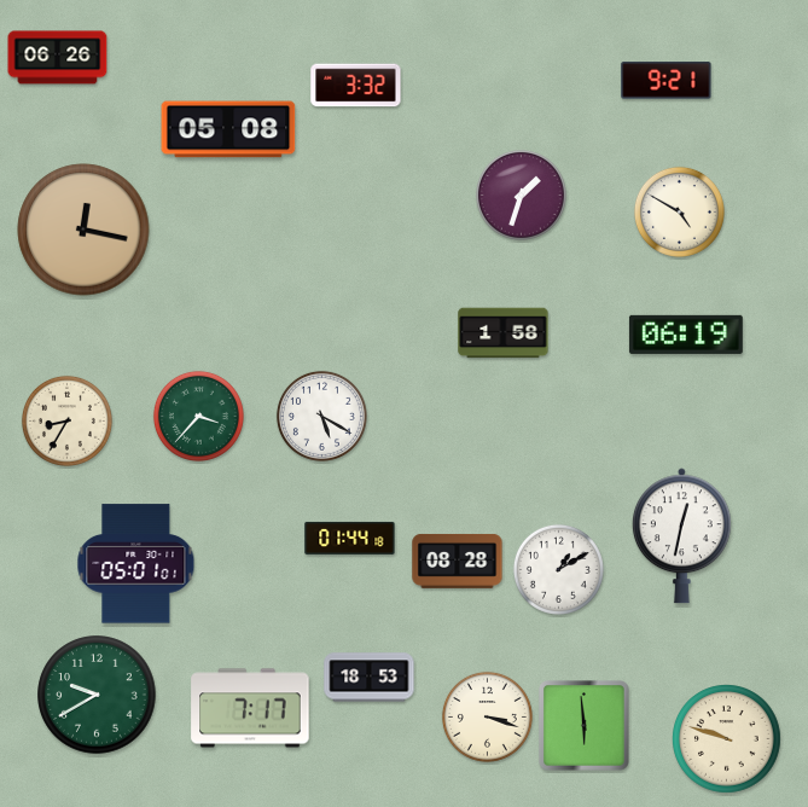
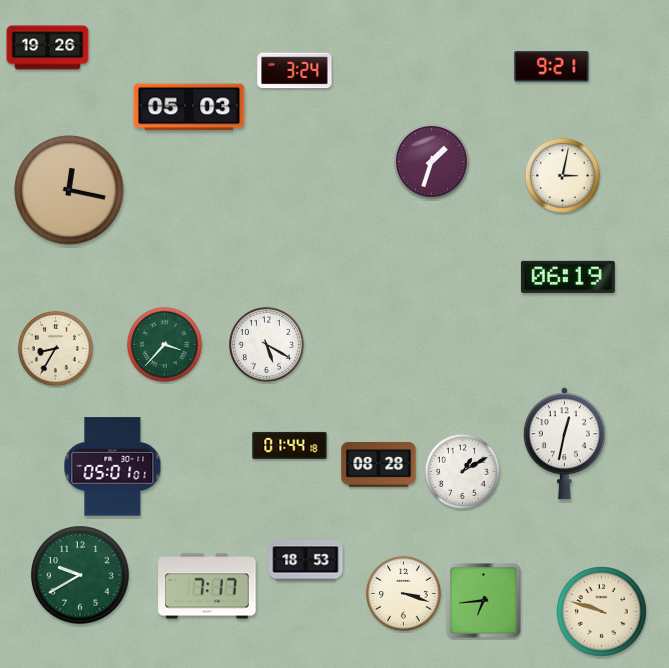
clock at (58, 58): 06:26 -> 19:26
clock at (356, 86): 3:32 -> 3:24
clock at (228, 129): 05:08 -> 05:03
clock at (679, 211): 4:50 -> 3:02
clock at (504, 333): 1:58 -> none
clock at (585, 726): 5:59 -> 6:44
